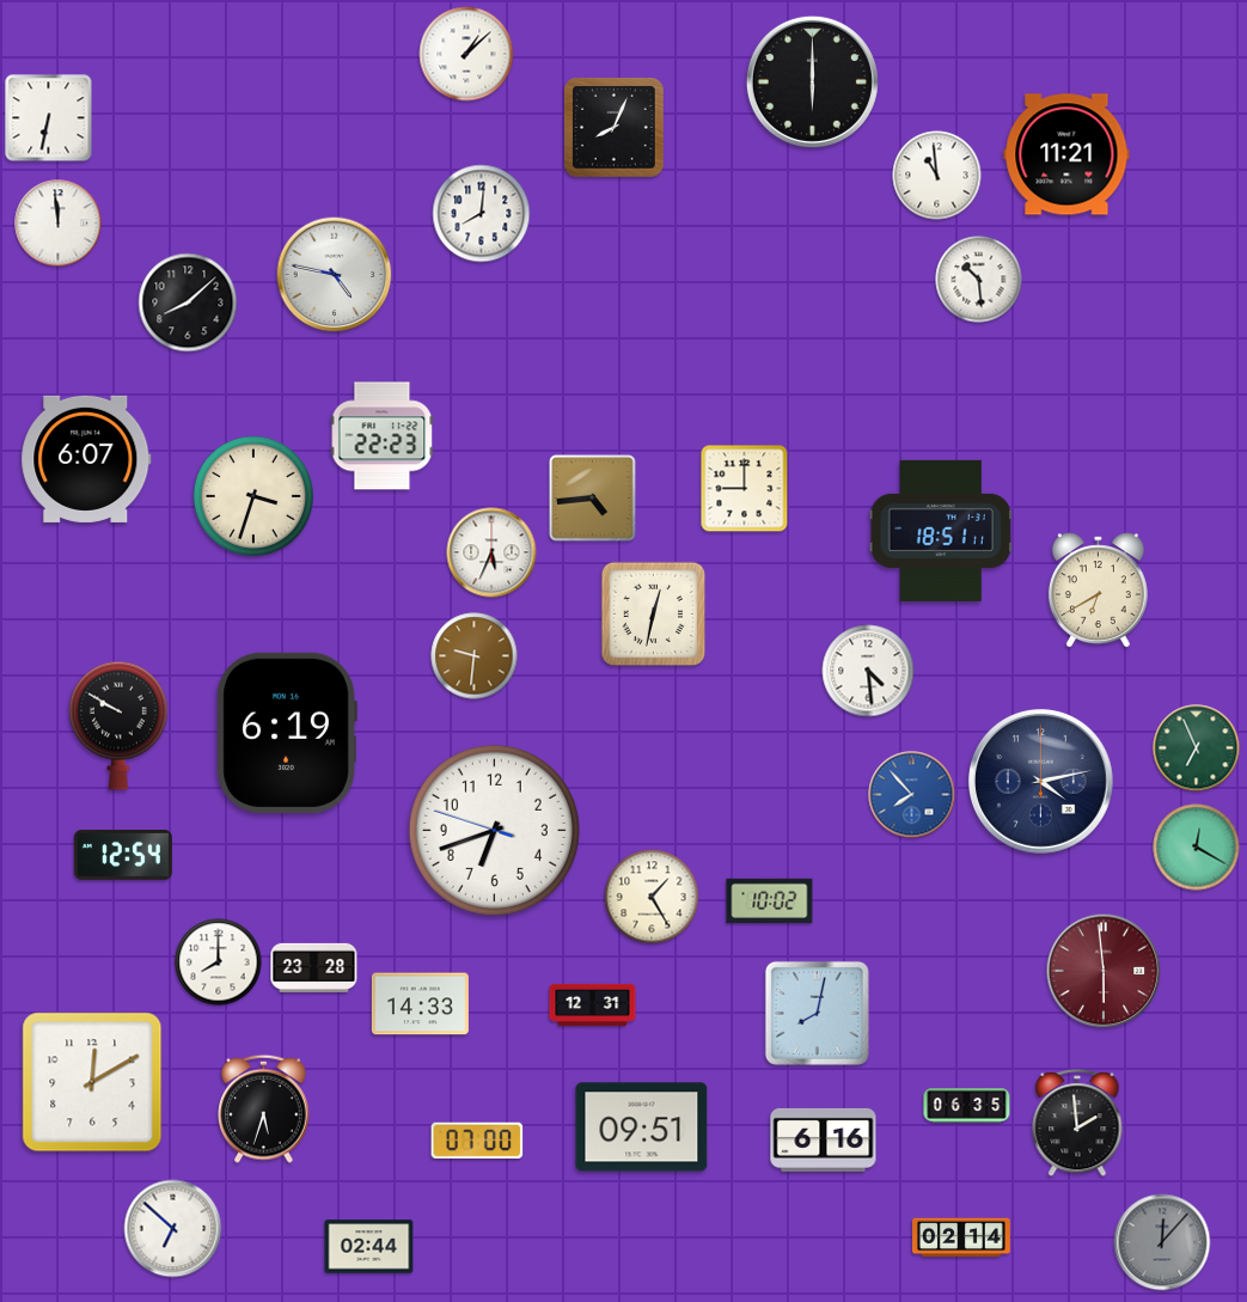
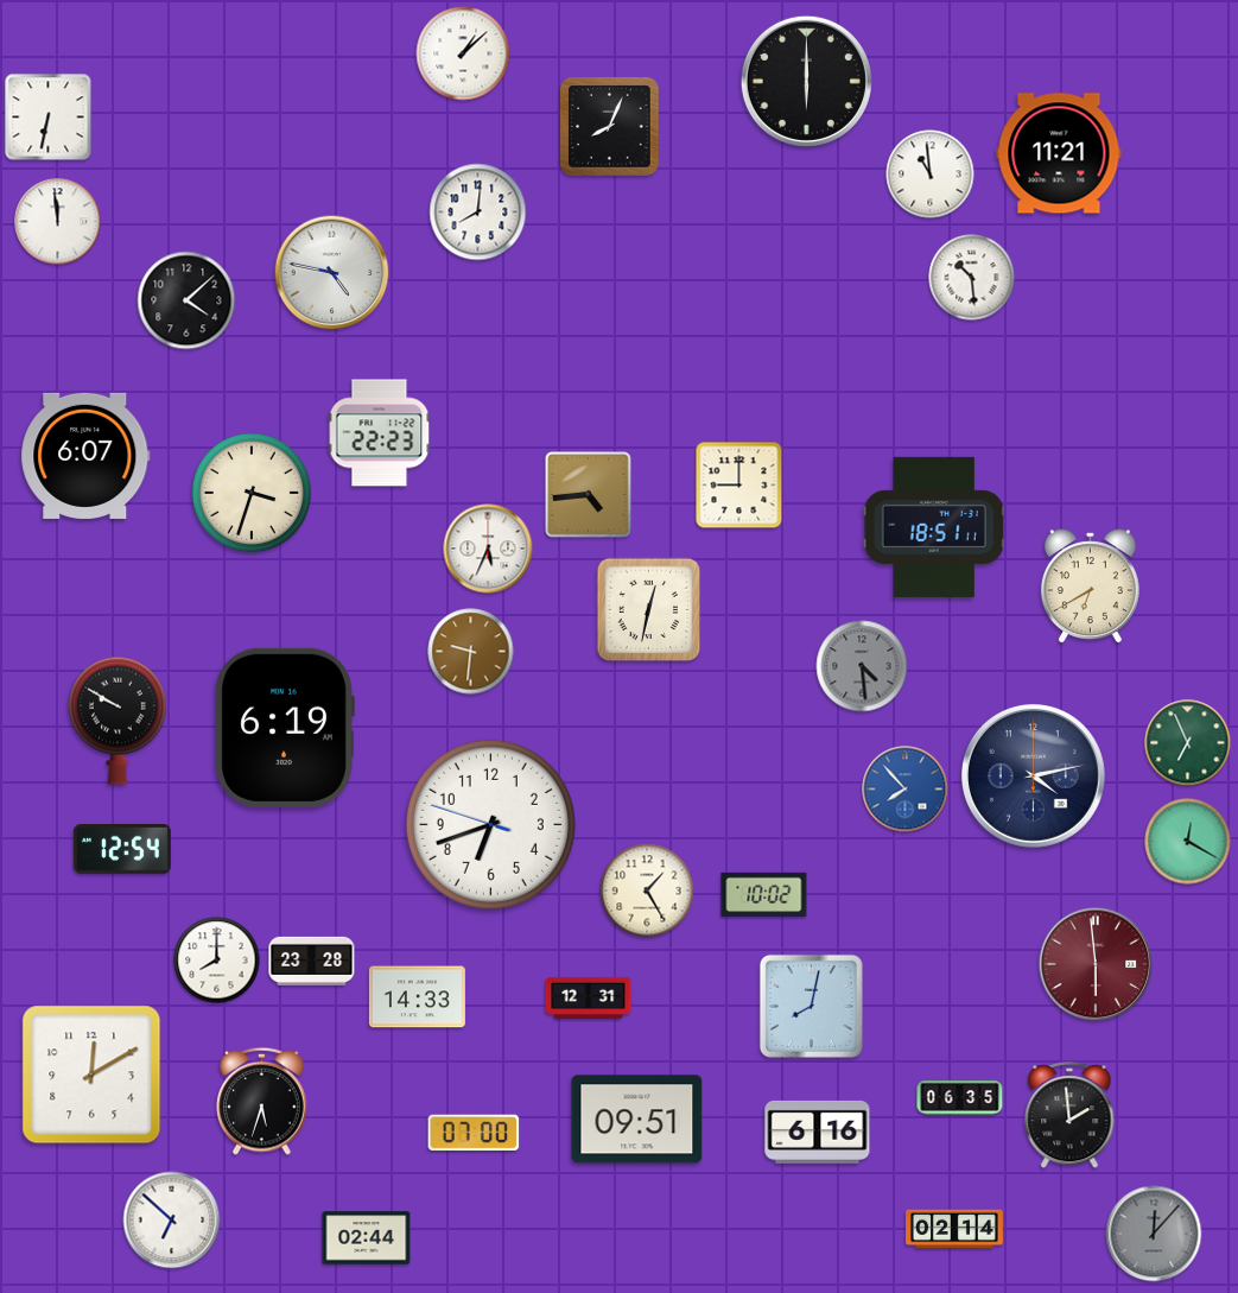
clock at (188, 302): 8:08 -> 4:08
clock at (868, 671) dial: white -> grey
clock at (219, 962) position: (219, 962) -> (217, 961)
